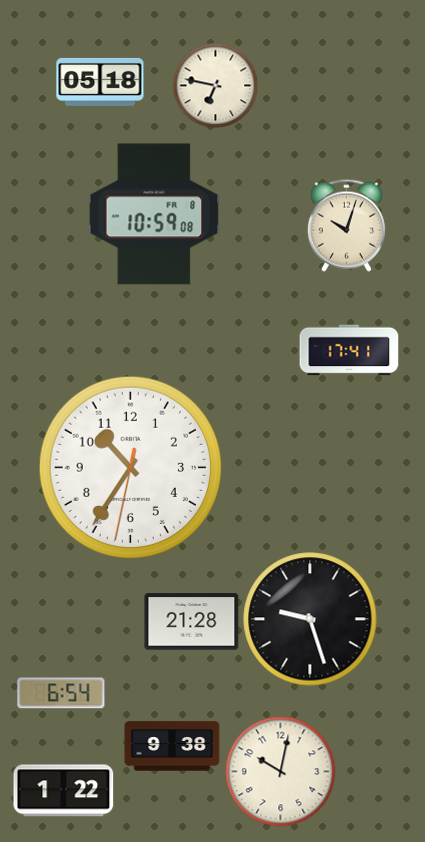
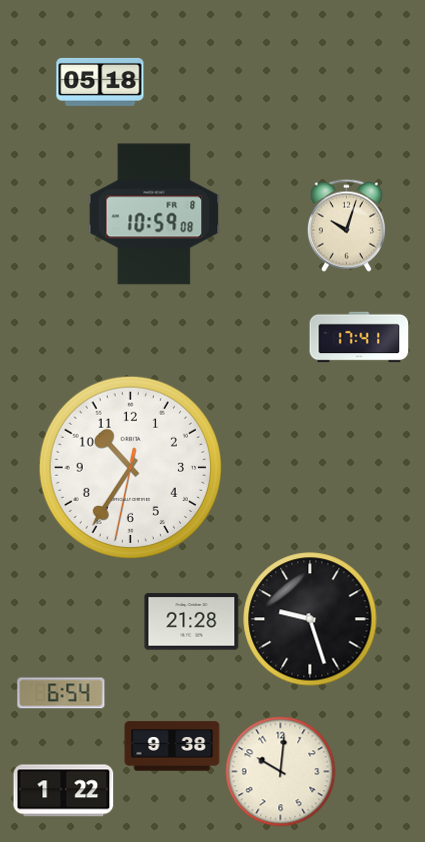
clock at (215, 85): 6:47 -> none
clock at (349, 350) position: (349, 350) -> (359, 337)
clock at (281, 772): 10:02 -> 10:01
